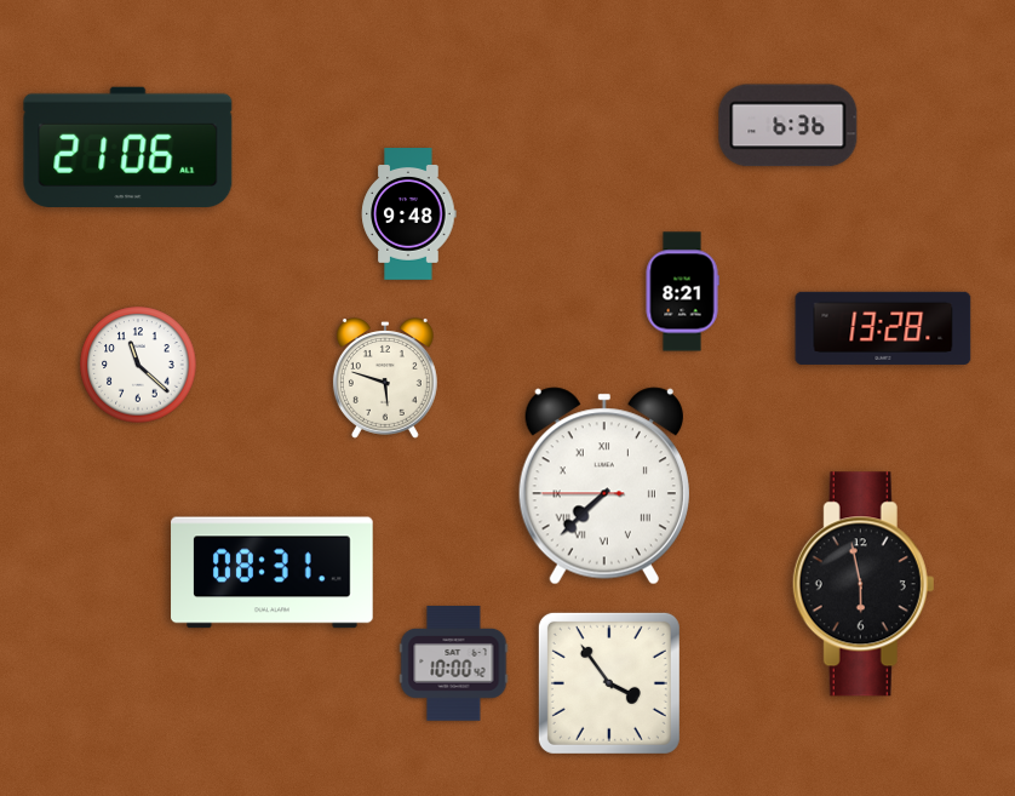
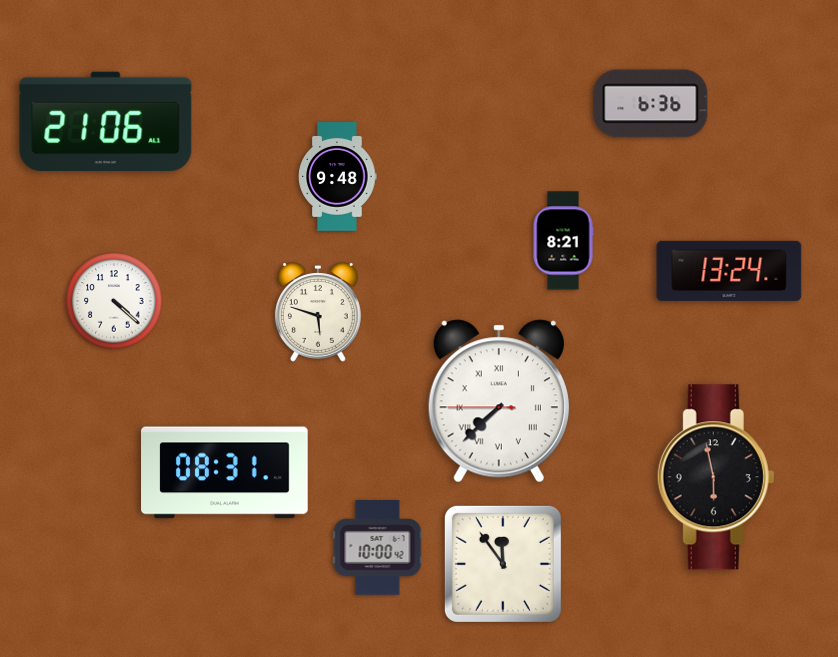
clock at (883, 328): 13:28 -> 13:24
clock at (138, 365): 11:22 -> 4:22
clock at (864, 584) position: (864, 584) -> (716, 477)
clock at (454, 664) position: (454, 664) -> (378, 548)
clock at (609, 683): 3:54 -> 11:54
